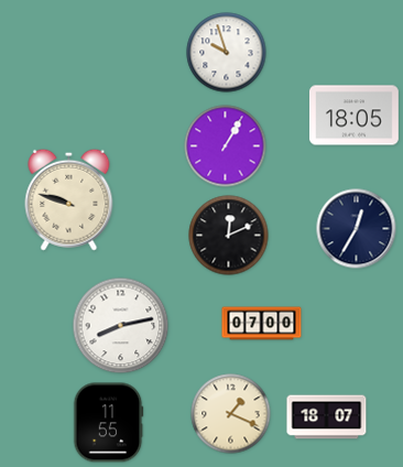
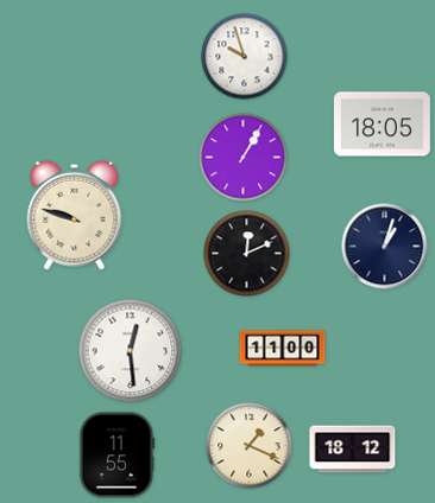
clock at (357, 229): 12:35 -> 1:03
clock at (262, 324): 07:00 -> 11:00
clock at (121, 326): 8:13 -> 12:29
clock at (327, 417): 18:07 -> 18:12
